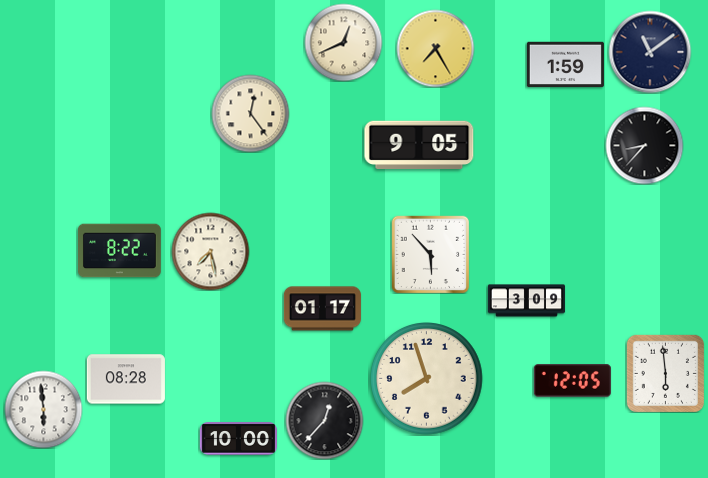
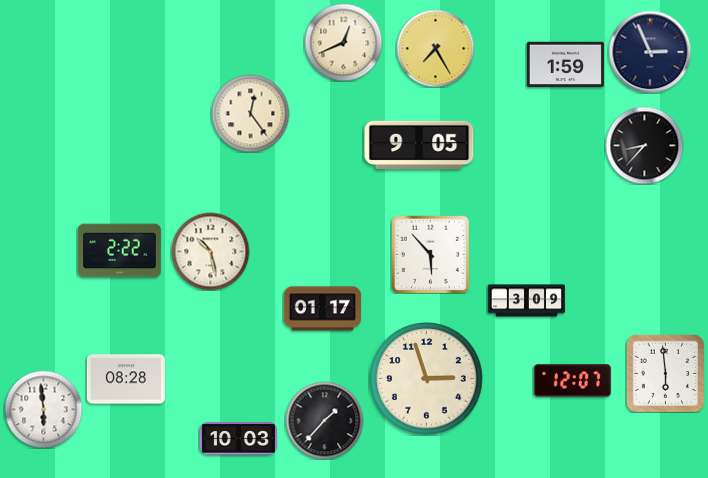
clock at (650, 52): 11:09 -> 2:56
clock at (119, 251): 8:22 -> 2:22
clock at (210, 251): 7:28 -> 10:28
clock at (427, 379): 7:57 -> 2:57
clock at (572, 381): 12:05 -> 12:07
clock at (324, 420): 12:37 -> 1:37
clock at (238, 439): 10:00 -> 10:03
